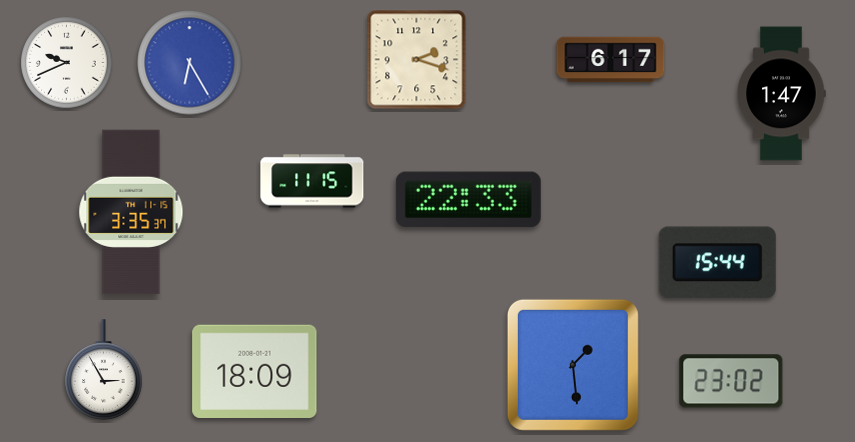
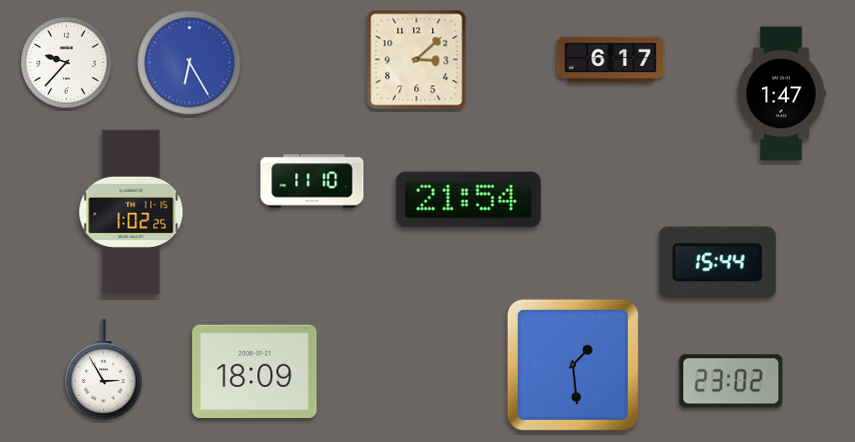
clock at (417, 60): 2:18 -> 3:08
clock at (67, 63): 9:41 -> 9:37
clock at (312, 181): 11:15 -> 11:10
clock at (468, 200): 22:33 -> 21:54
clock at (131, 212): 3:35 -> 1:02
